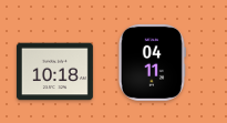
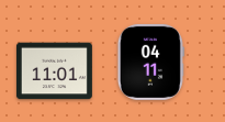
clock at (54, 72): 10:18 -> 11:01
